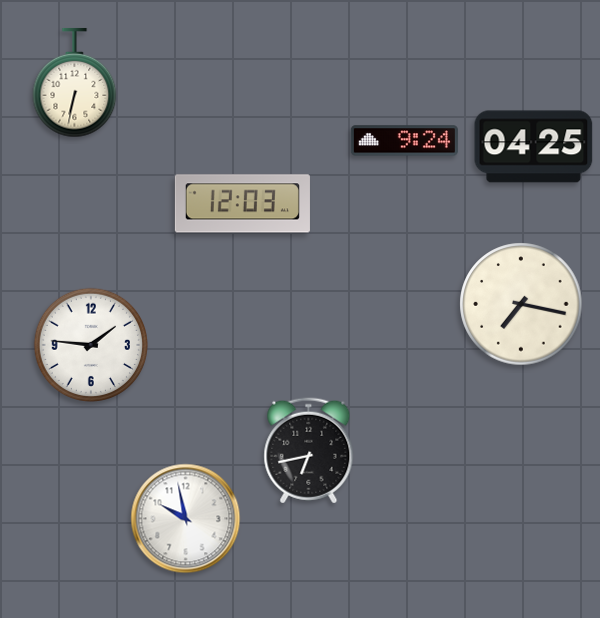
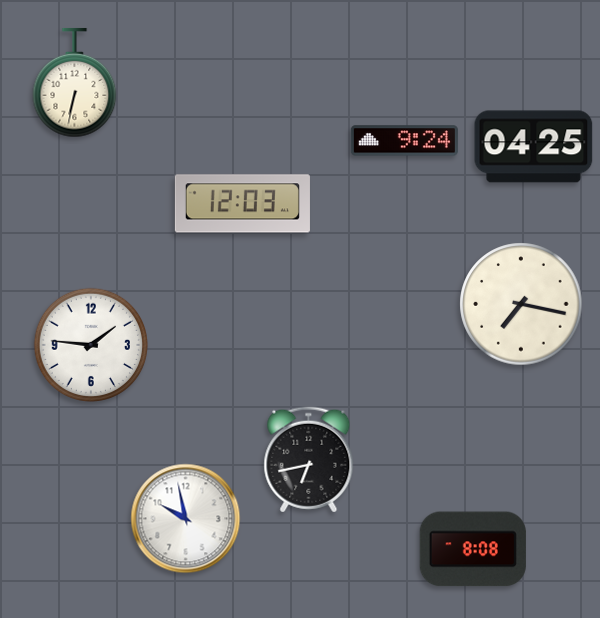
clock at (309, 451) position: (309, 451) -> (309, 460)
clock at (473, 549): none -> 8:08
